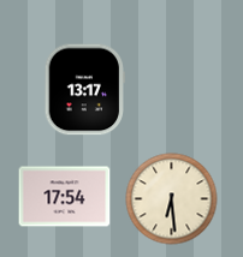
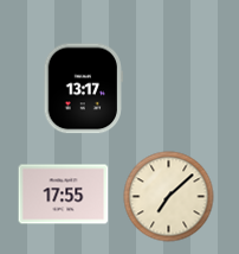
clock at (65, 197): 17:54 -> 17:55
clock at (172, 199): 6:29 -> 7:08
